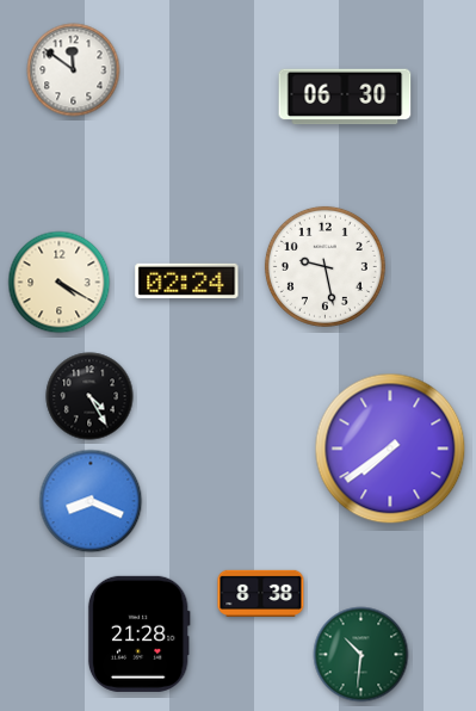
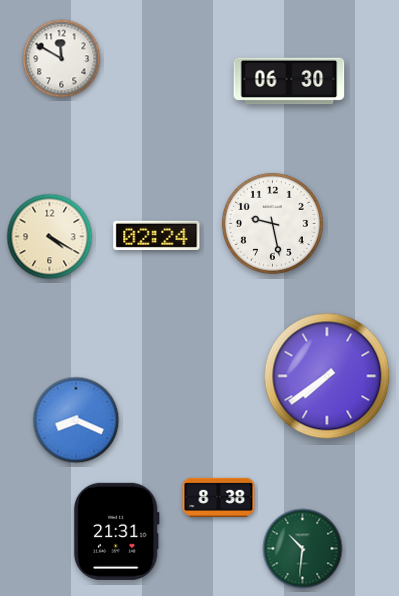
clock at (74, 70): 11:51 -> 11:50
clock at (89, 396): 4:25 -> none
clock at (138, 633): 21:28 -> 21:31
